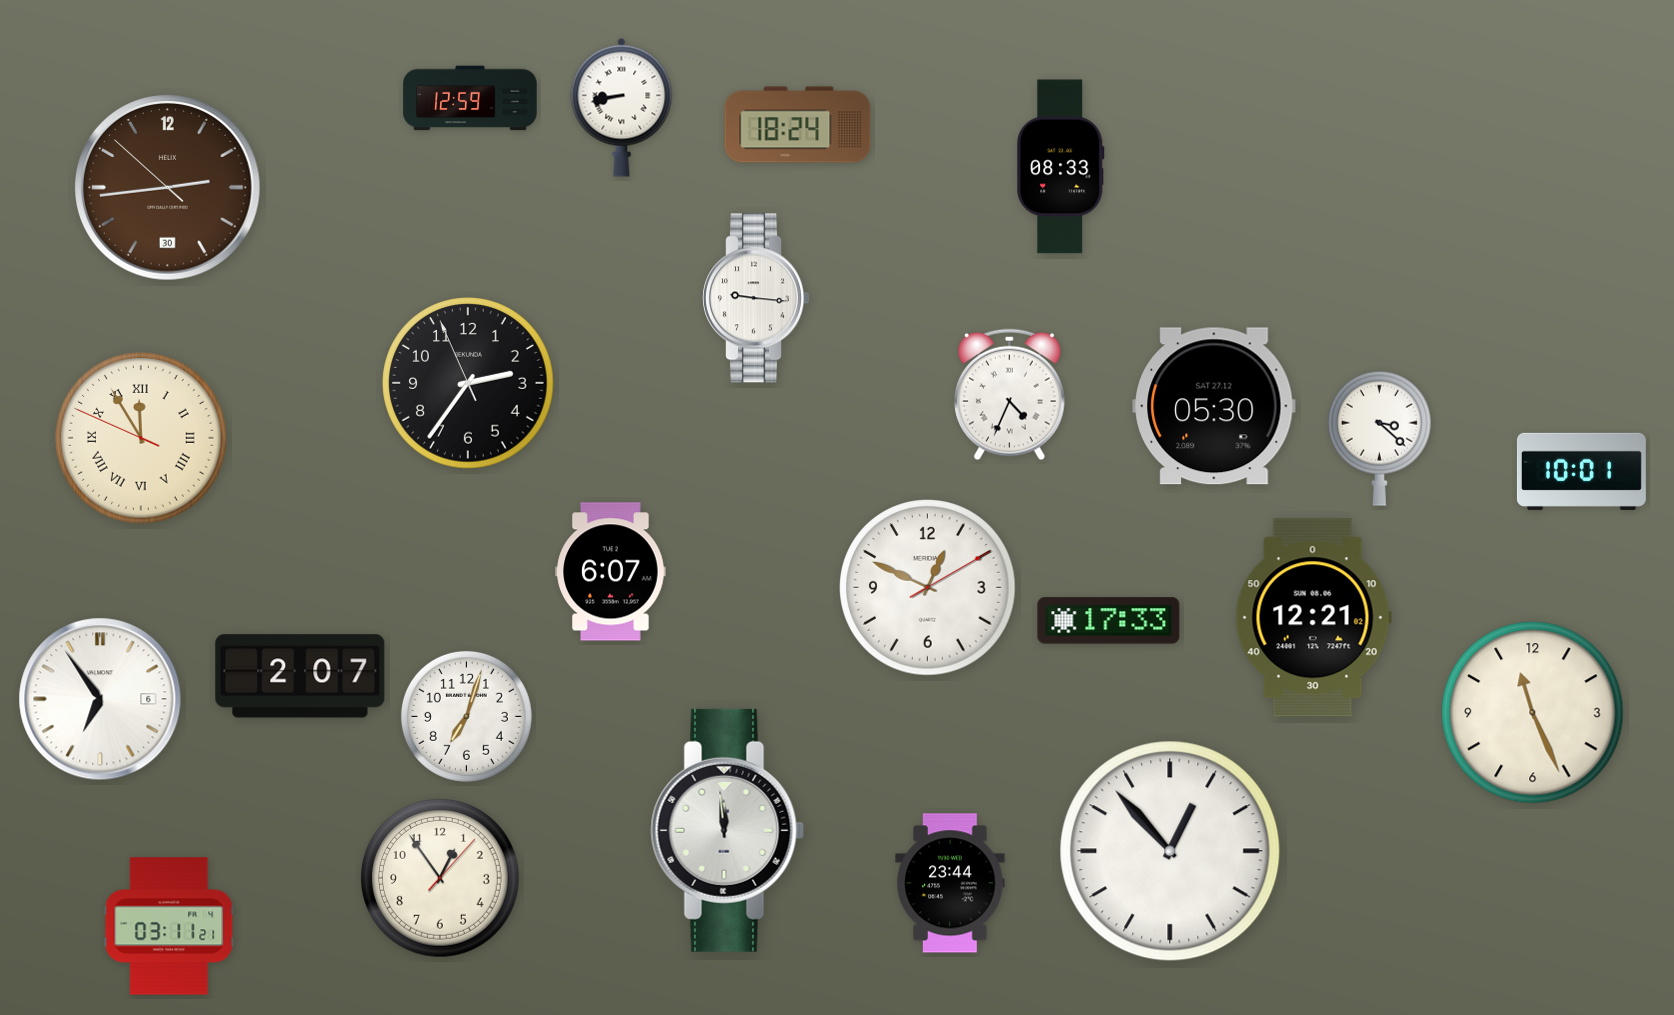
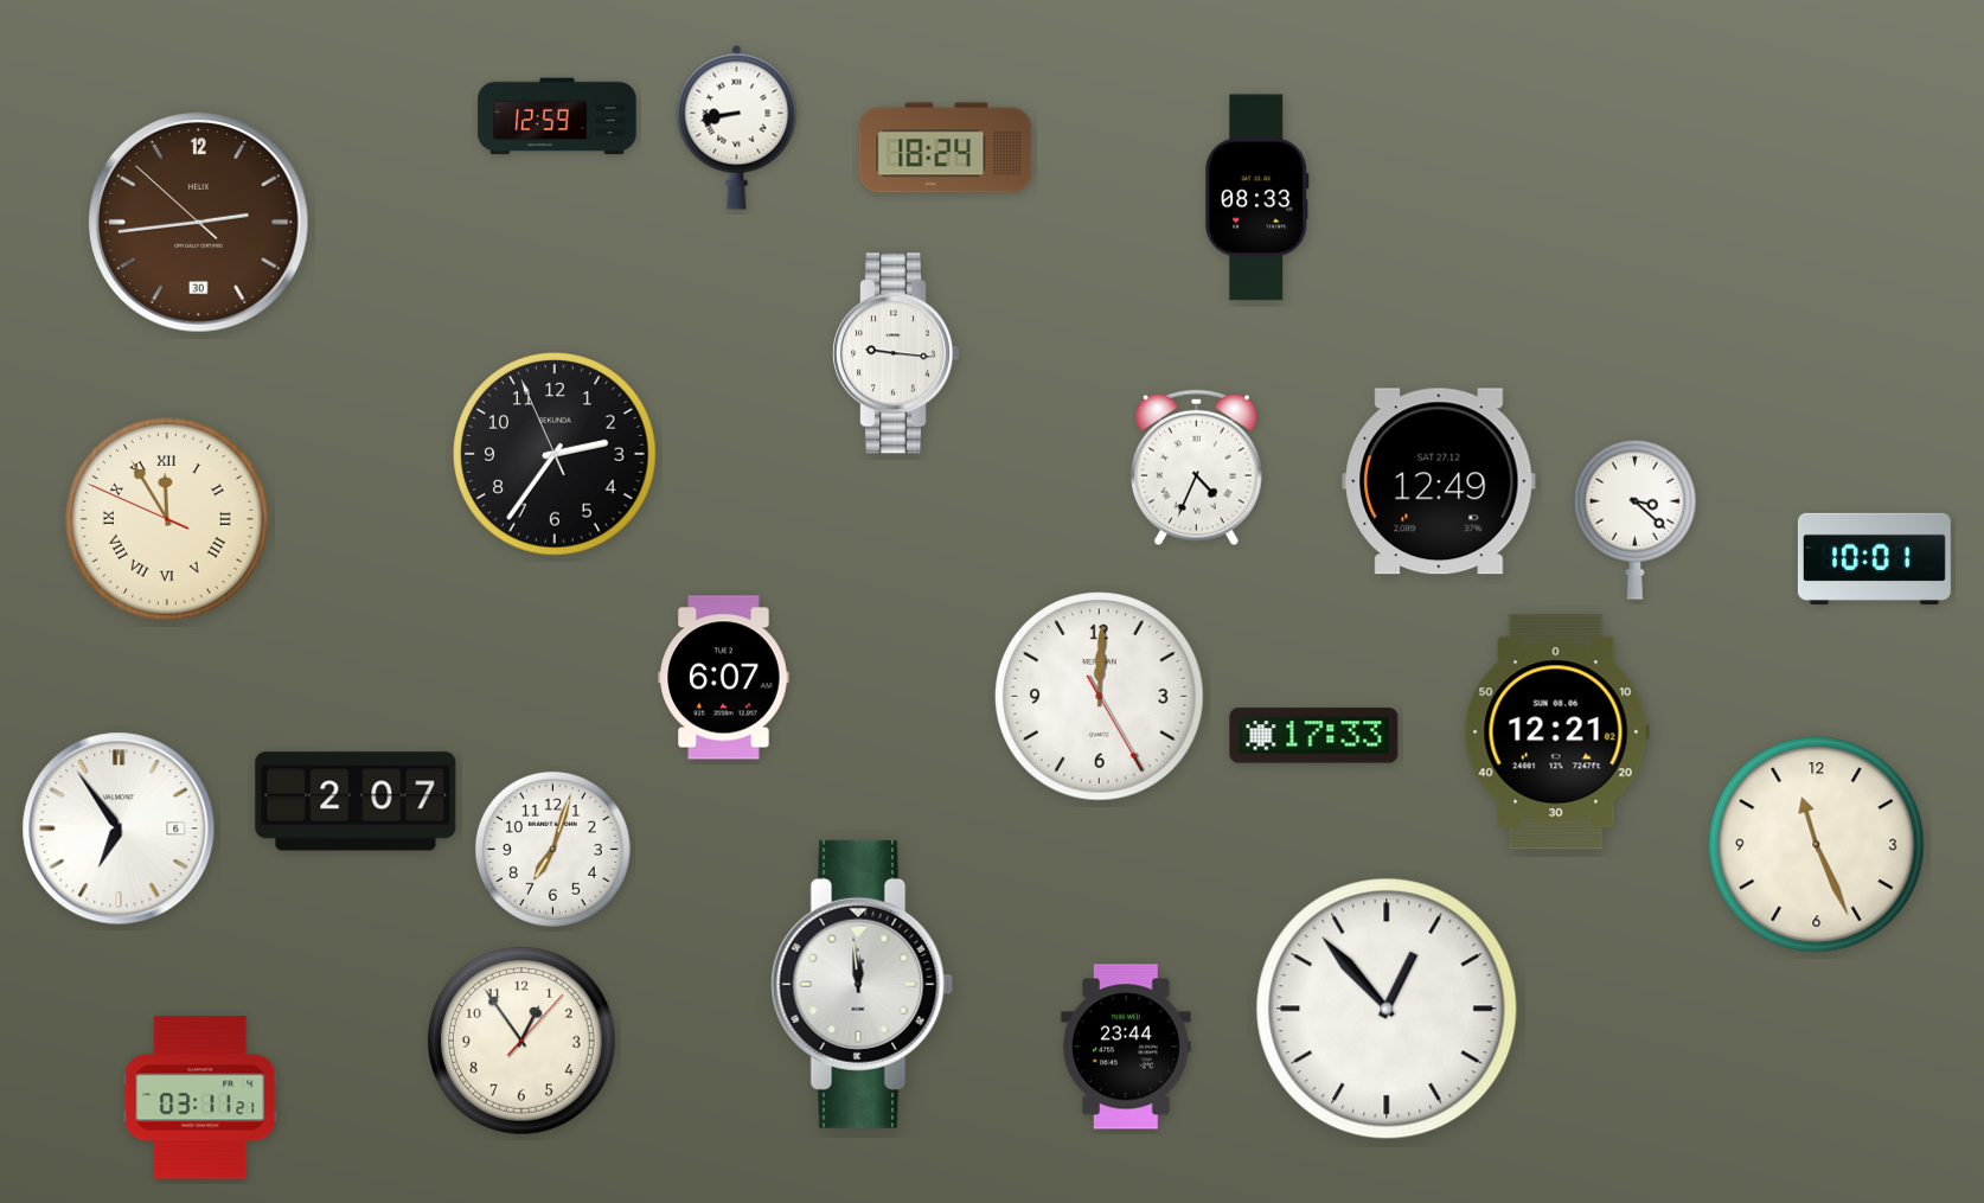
clock at (1214, 406): 05:30 -> 12:49
clock at (928, 588): 12:49 -> 12:00
